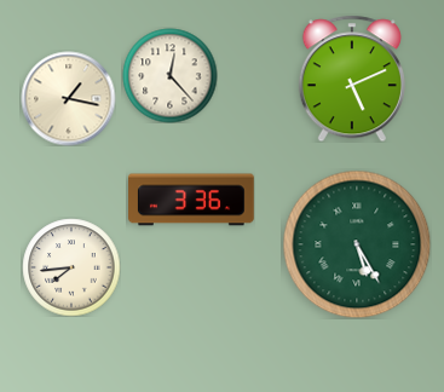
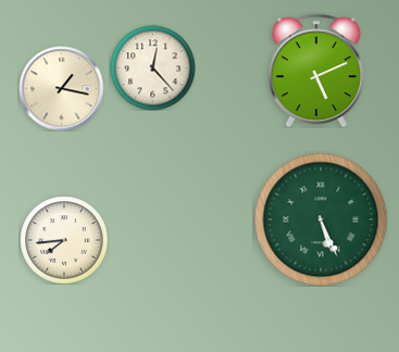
clock at (192, 200): 3:36 -> none
clock at (357, 244): 5:25 -> 5:26
